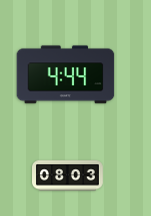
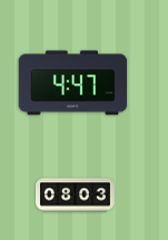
clock at (66, 75): 4:44 -> 4:47
